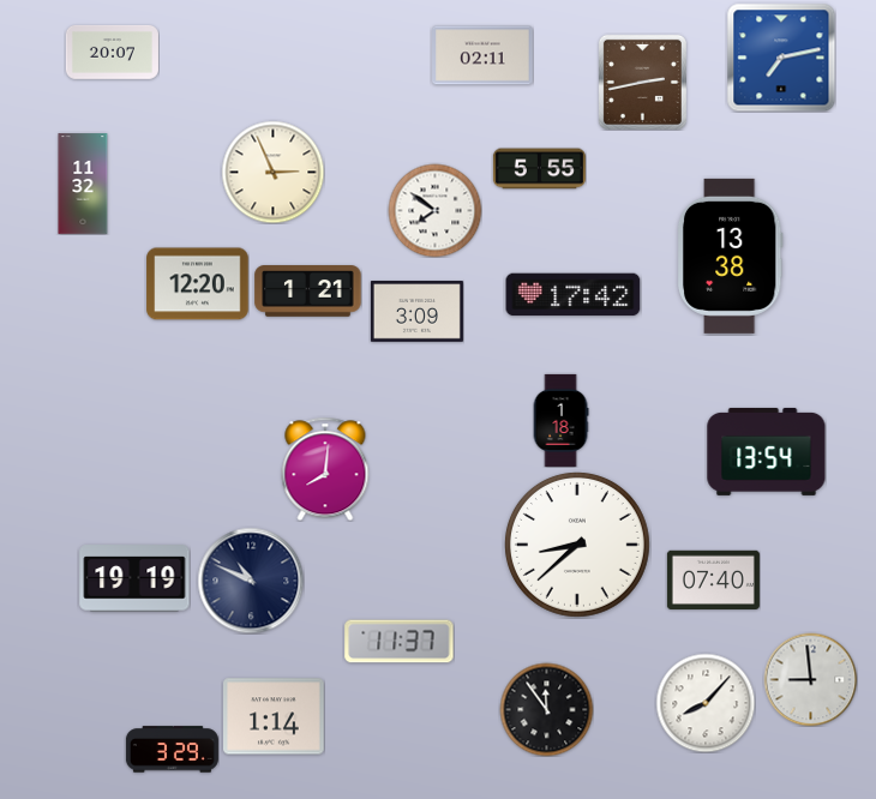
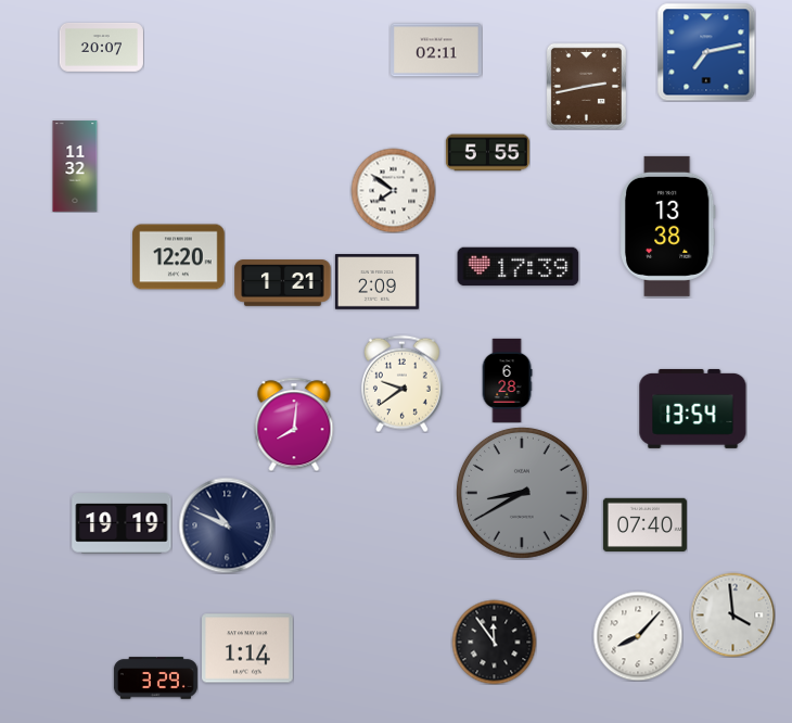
clock at (642, 82) position: (642, 82) -> (586, 86)
clock at (272, 172): 2:56 -> none
clock at (730, 256) position: (730, 256) -> (667, 226)
clock at (308, 292) position: (308, 292) -> (283, 283)
clock at (574, 295): 17:42 -> 17:39
clock at (416, 312): 3:09 -> 2:09
clock at (560, 420): 1:18 -> 6:28
clock at (401, 383): none -> 9:39
clock at (577, 545): 8:38 -> 8:40
clock at (577, 545) dial: white -> grey
clock at (400, 642): 11:37 -> none
clock at (810, 679): 8:59 -> 3:59
